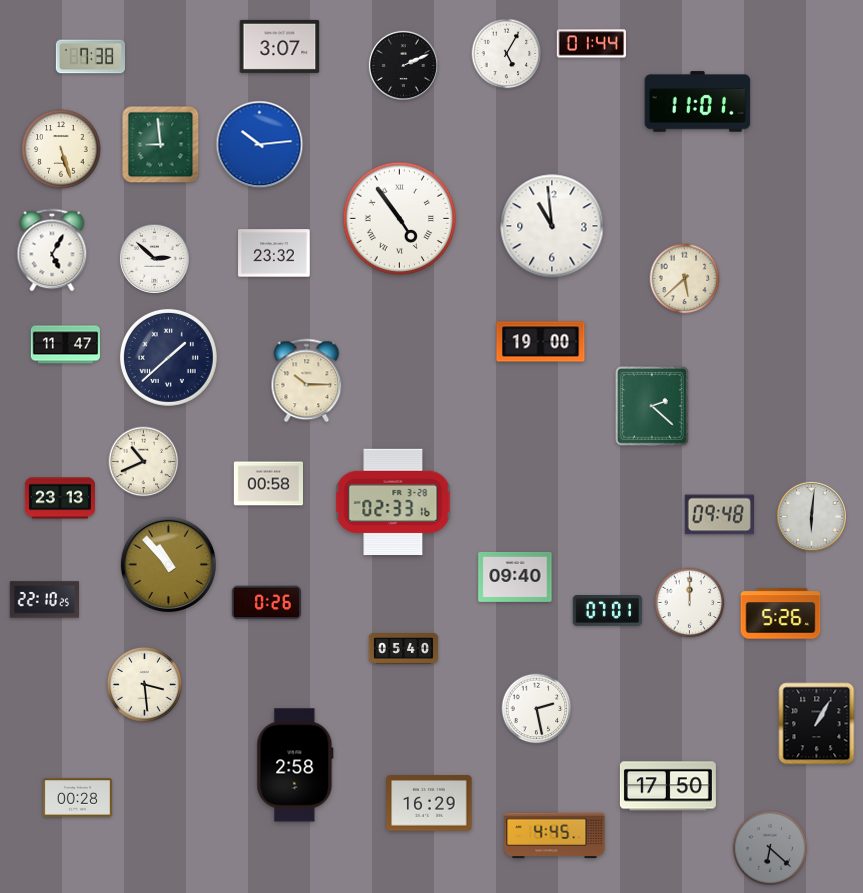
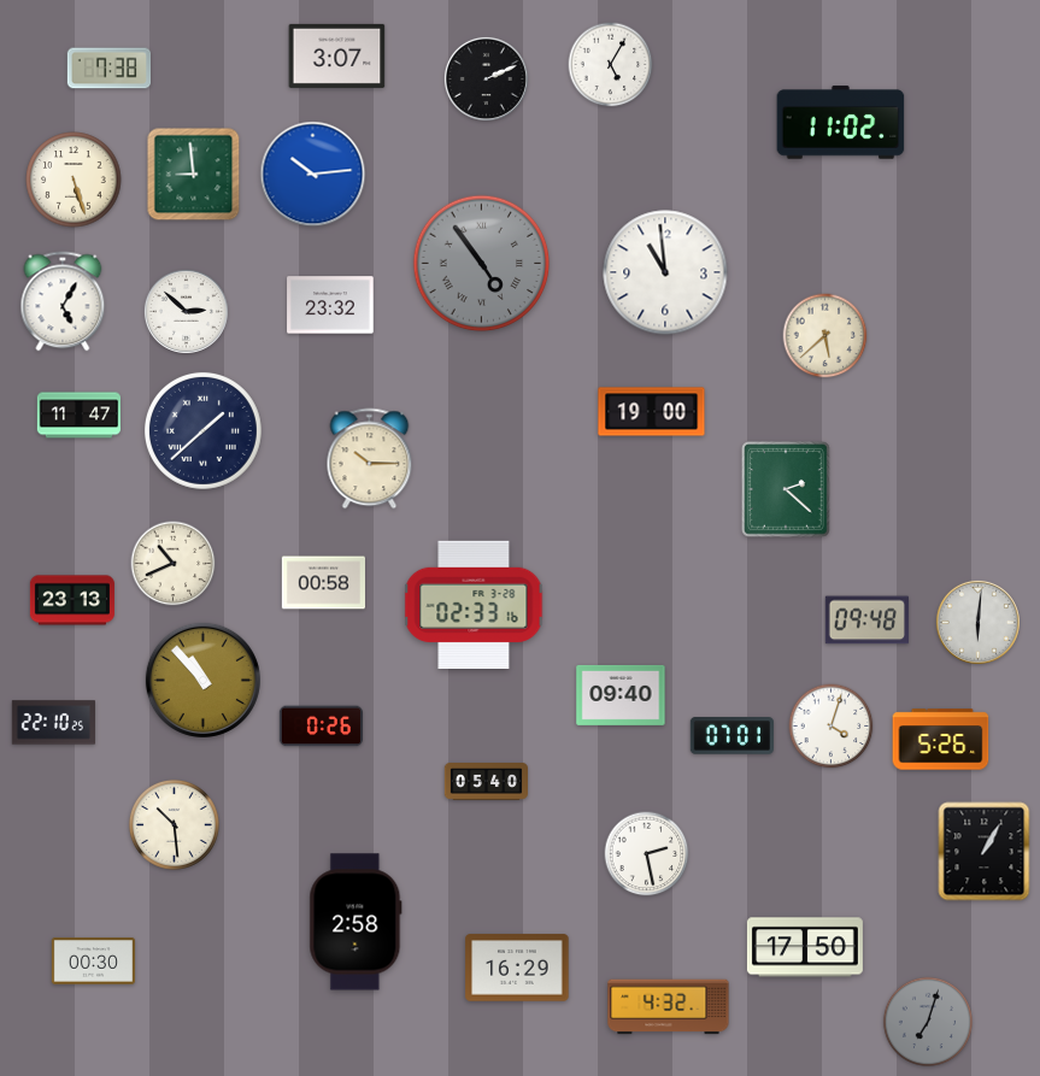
clock at (591, 44): 01:44 -> none
clock at (698, 102): 11:01 -> 11:02
clock at (400, 219) dial: white -> grey
clock at (144, 462) position: (144, 462) -> (174, 564)
clock at (690, 603): 12:00 -> 4:03
clock at (144, 684): 3:29 -> 10:29
clock at (817, 724) position: (817, 724) -> (985, 852)
clock at (77, 798): 00:28 -> 00:30
clock at (555, 836): 4:45 -> 4:32
clock at (770, 848): 6:22 -> 7:03
